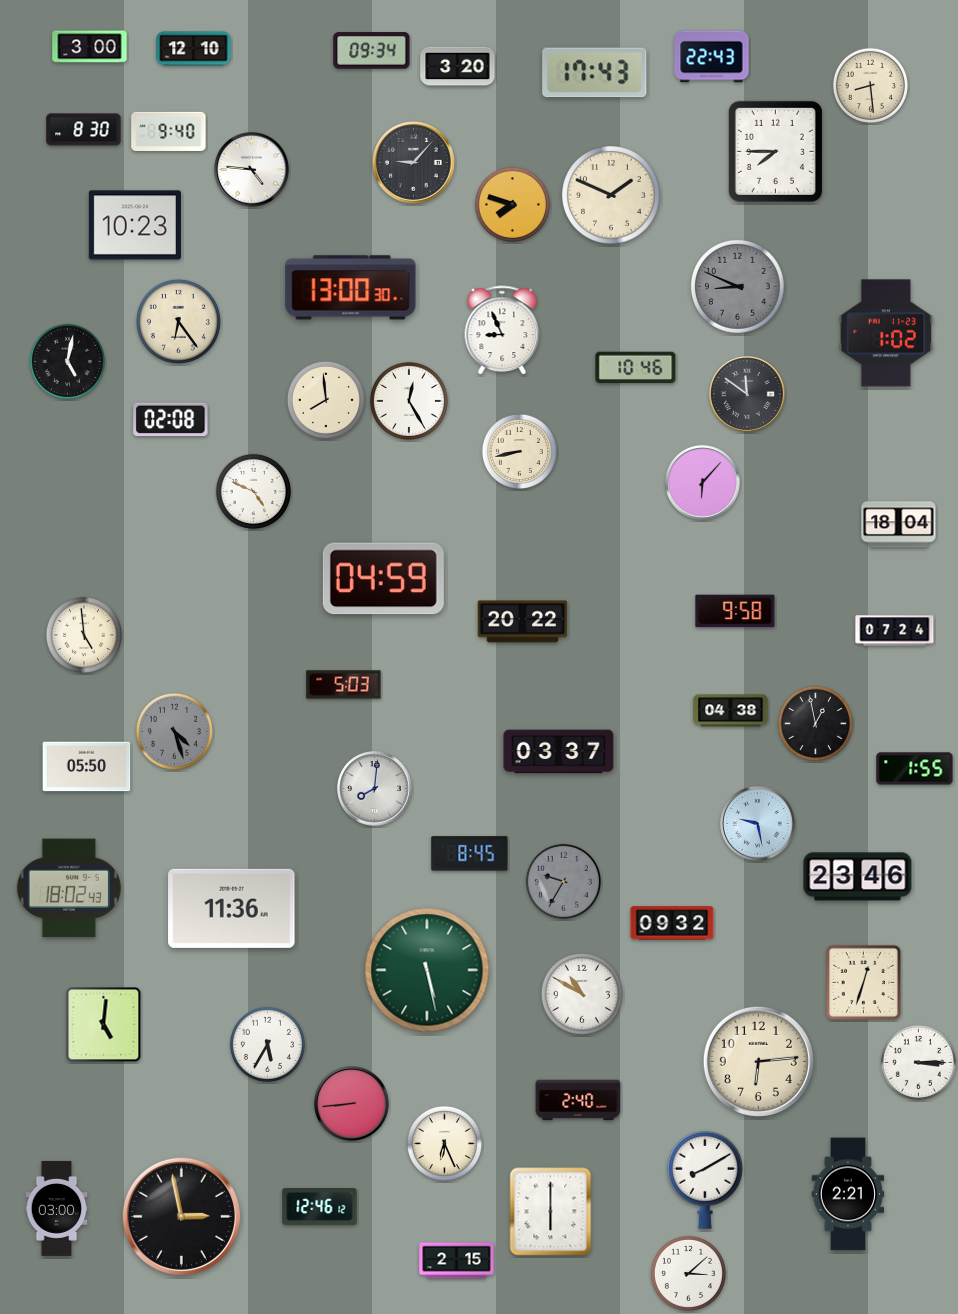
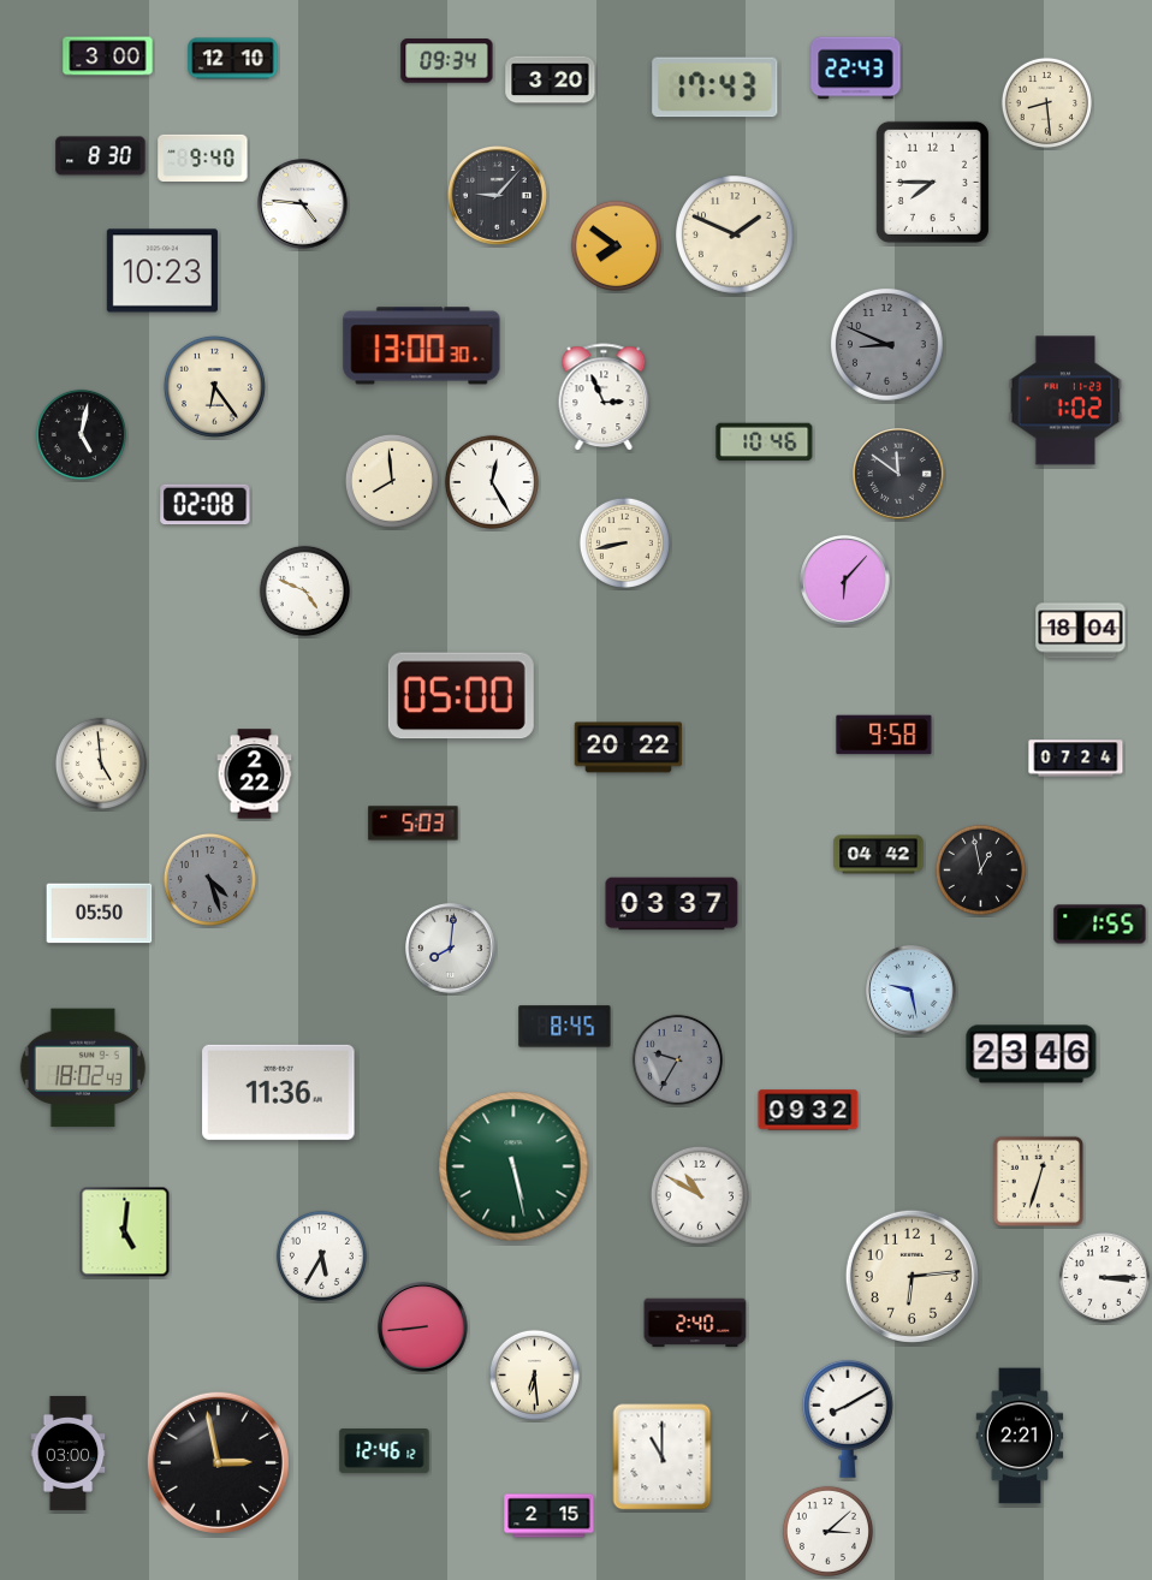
clock at (512, 204): 7:48 -> 7:51
clock at (502, 330): 8:56 -> 2:56
clock at (383, 579): 04:59 -> 05:00
clock at (255, 774): none -> 2:22
clock at (731, 711): 04:38 -> 04:42
clock at (87, 767) position: (87, 767) -> (100, 914)
clock at (444, 1143): 6:26 -> 6:29
clock at (551, 1212): 6:00 -> 11:00
